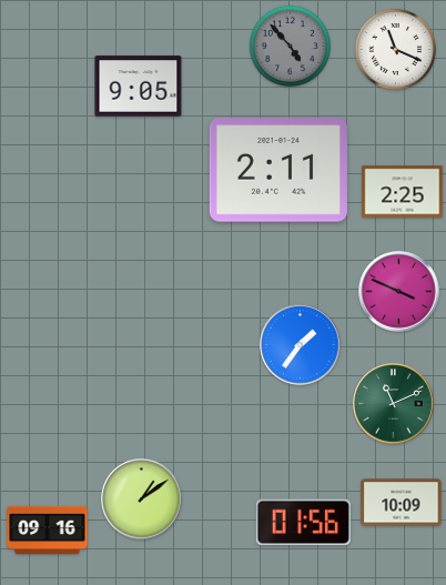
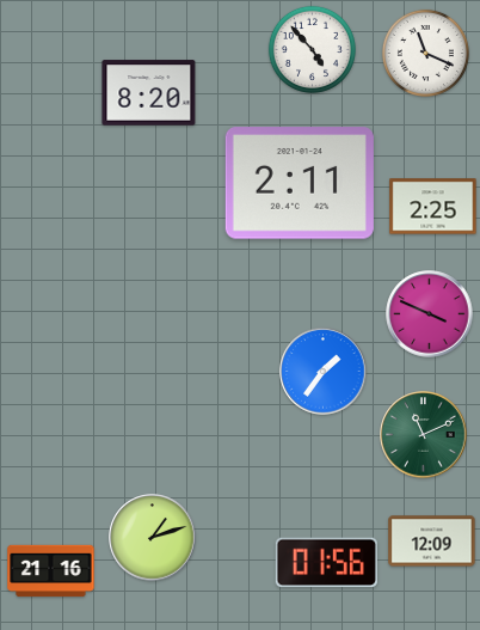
clock at (290, 46) dial: grey -> white
clock at (139, 87): 9:05 -> 8:20
clock at (142, 500): 1:09 -> 1:12
clock at (402, 503): 10:09 -> 12:09
clock at (48, 531): 09:16 -> 21:16
